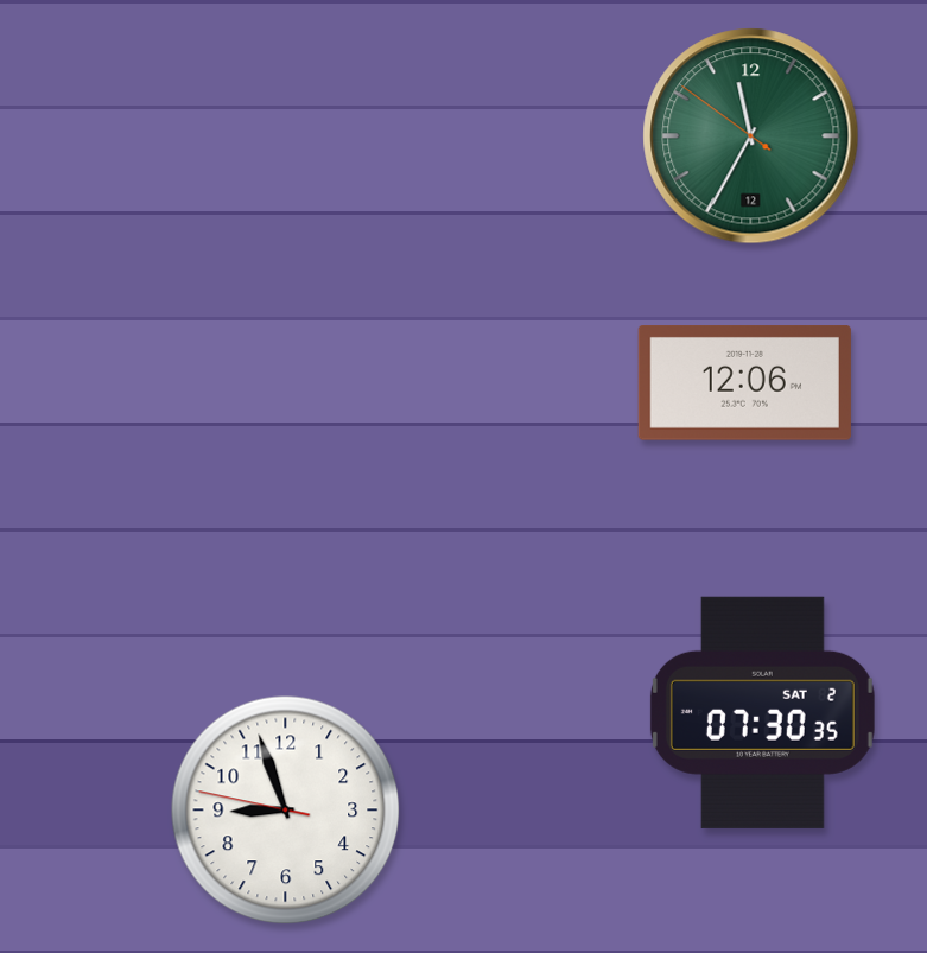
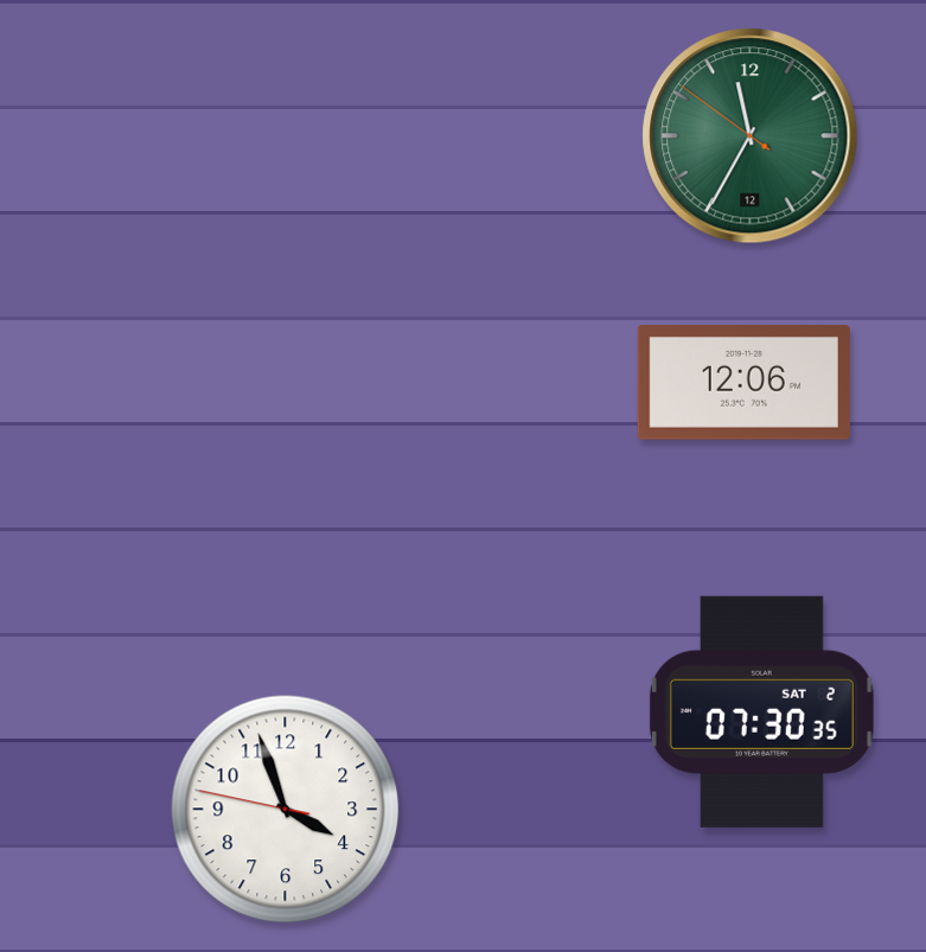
clock at (286, 811): 8:56 -> 3:56
